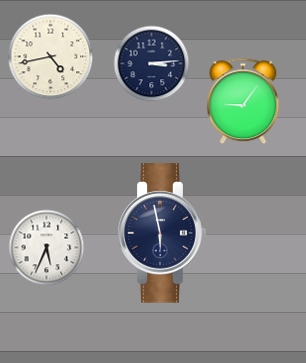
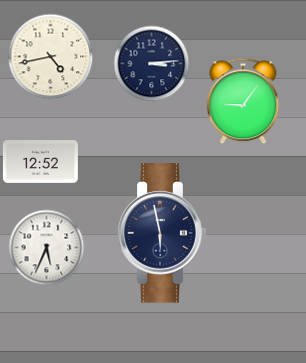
clock at (40, 162): none -> 12:52
